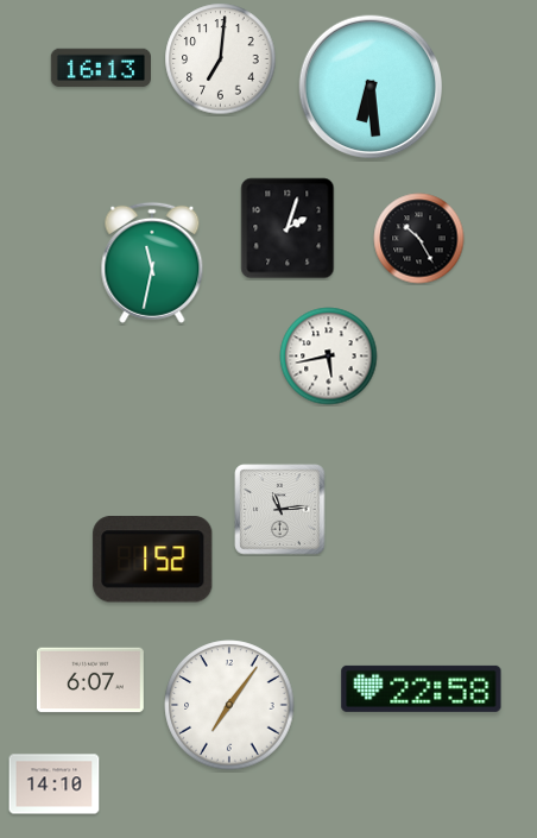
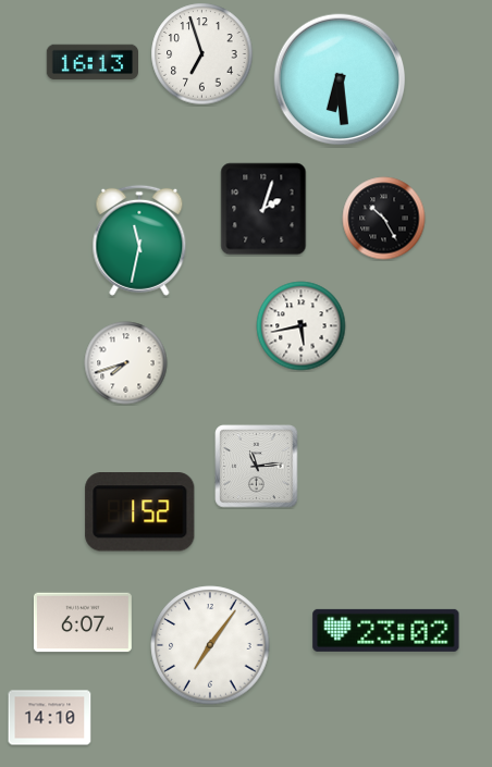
clock at (221, 59): 7:01 -> 6:57
clock at (126, 363): none -> 7:42
clock at (422, 688): 22:58 -> 23:02
